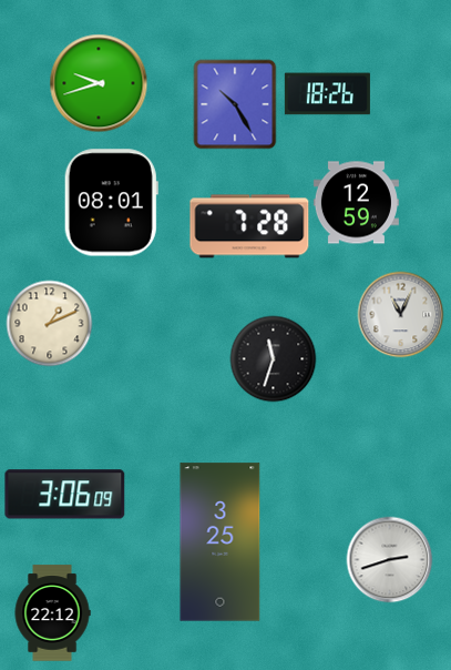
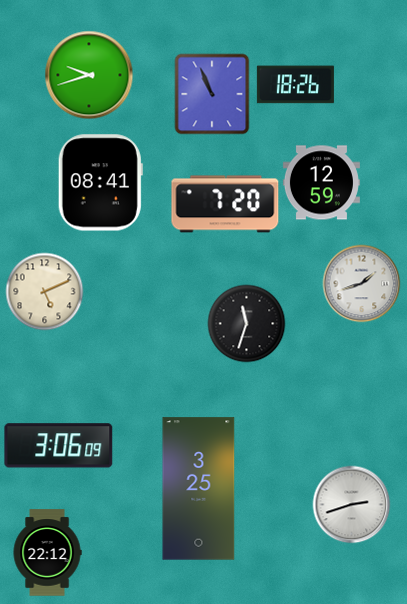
clock at (235, 104): 10:25 -> 10:56
clock at (111, 203): 08:01 -> 08:41
clock at (249, 226): 7:28 -> 7:20
clock at (400, 314): 11:04 -> 1:42
clock at (49, 323): 1:11 -> 5:11
